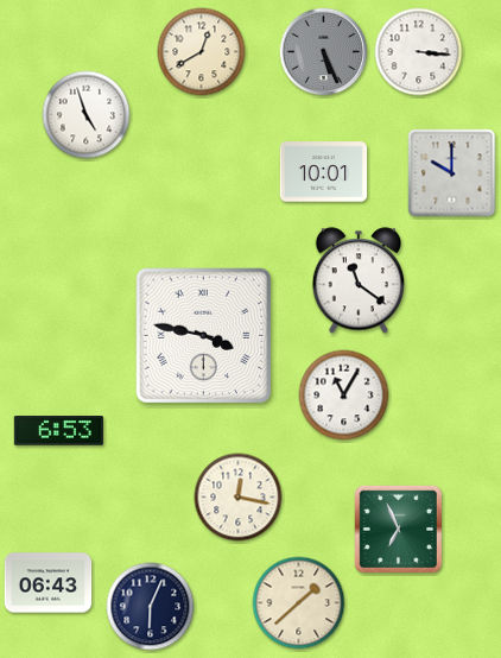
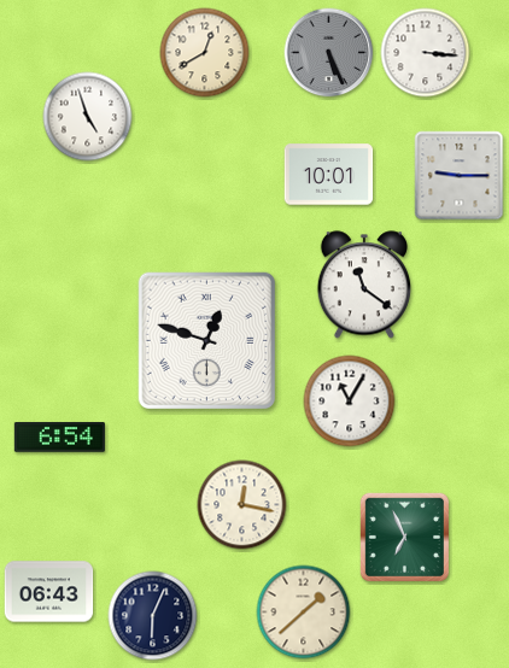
clock at (452, 173): 10:00 -> 9:15
clock at (204, 336): 3:47 -> 12:48
clock at (58, 431): 6:53 -> 6:54
